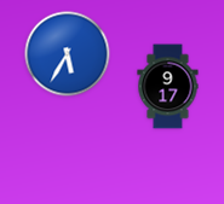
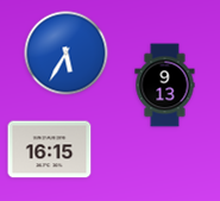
clock at (168, 87): 9:17 -> 9:13
clock at (50, 150): none -> 16:15
